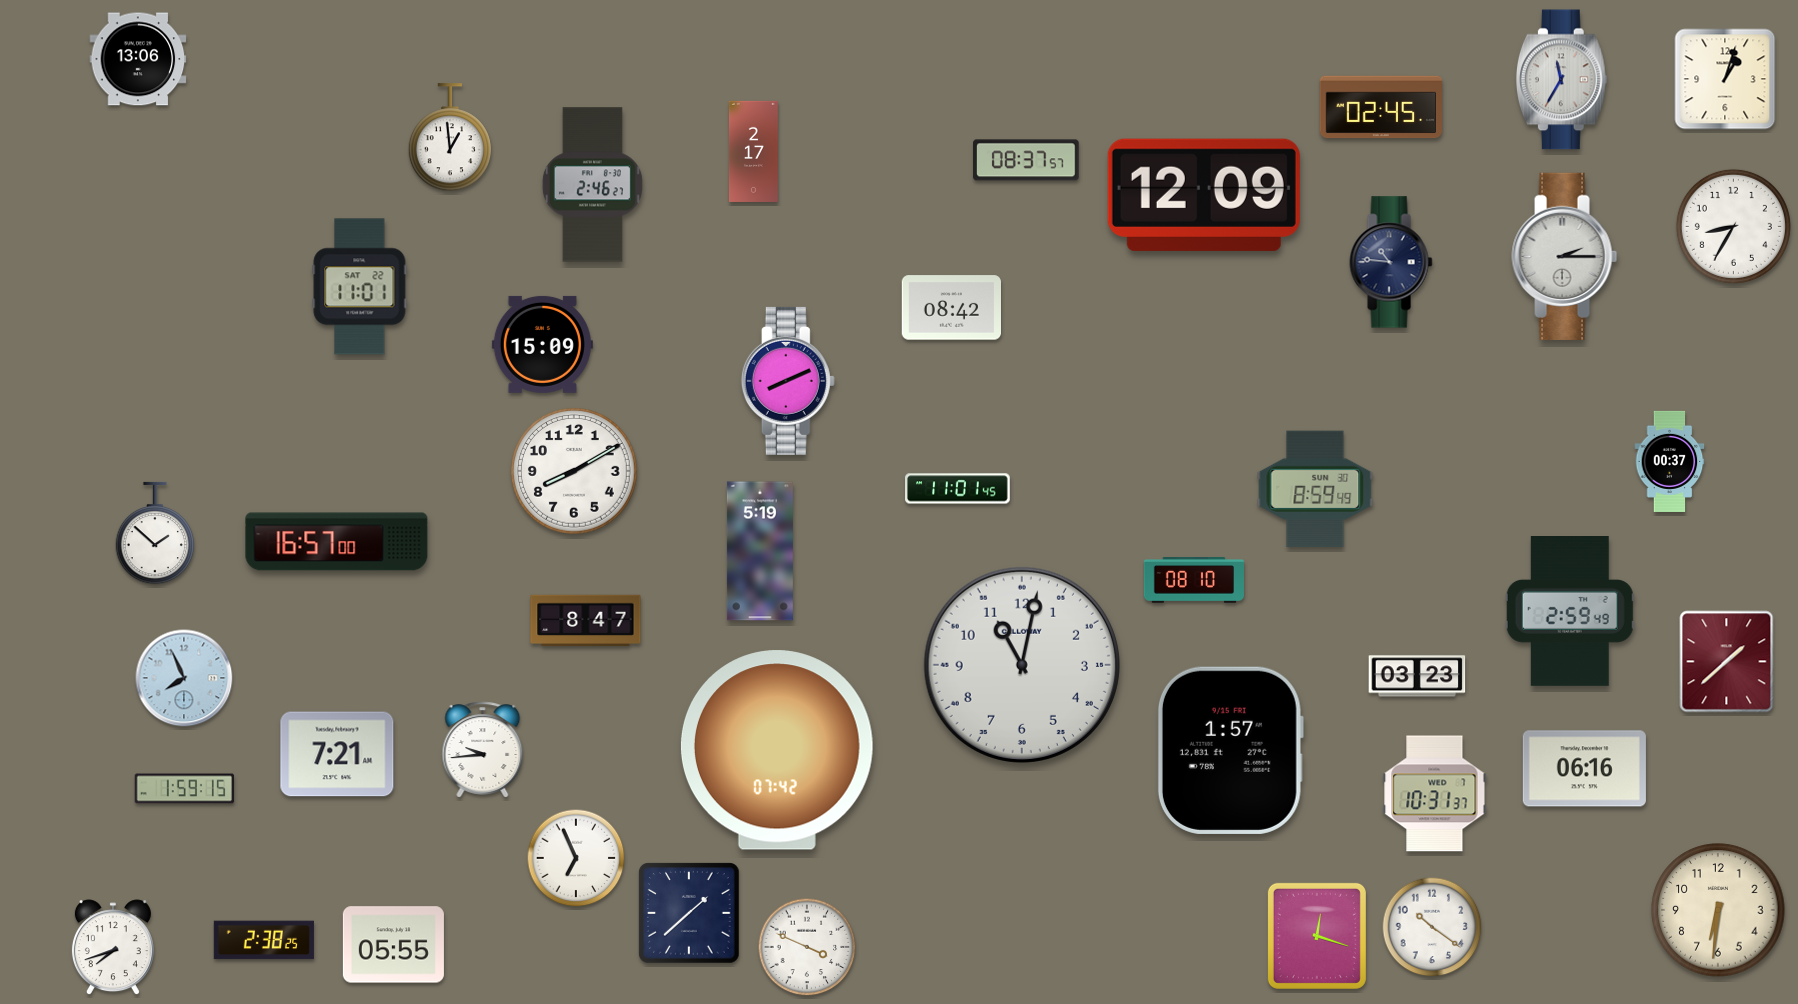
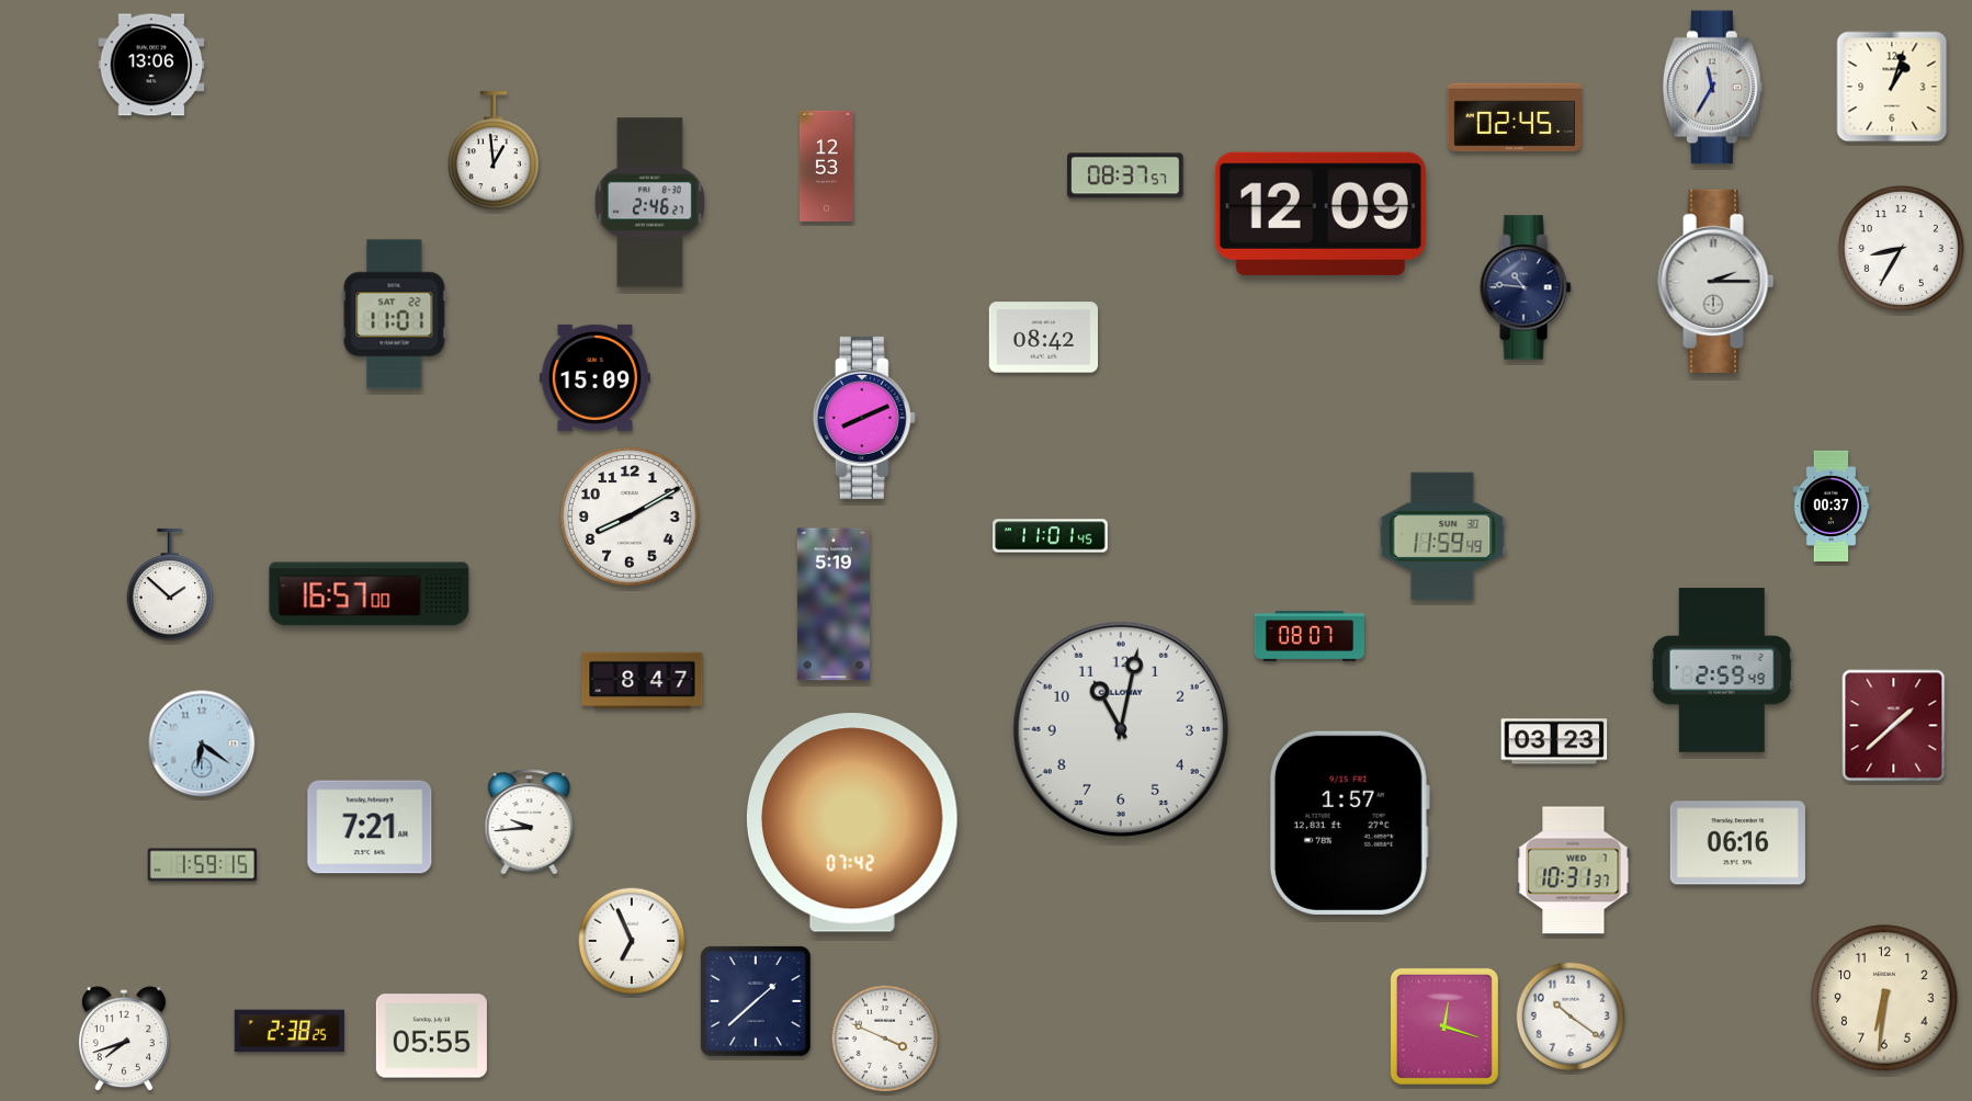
clock at (753, 151): 2:17 -> 12:53
clock at (1315, 489): 8:59 -> 11:59
clock at (1193, 581): 08:10 -> 08:07
clock at (184, 678): 7:56 -> 6:21
